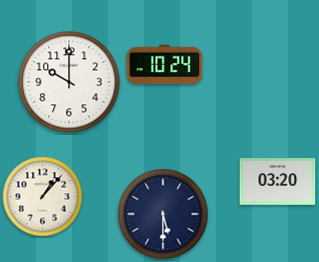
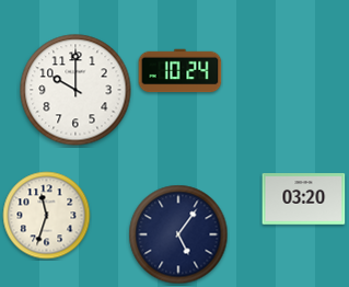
clock at (43, 197): 1:07 -> 11:33
clock at (163, 214): 5:30 -> 5:06
